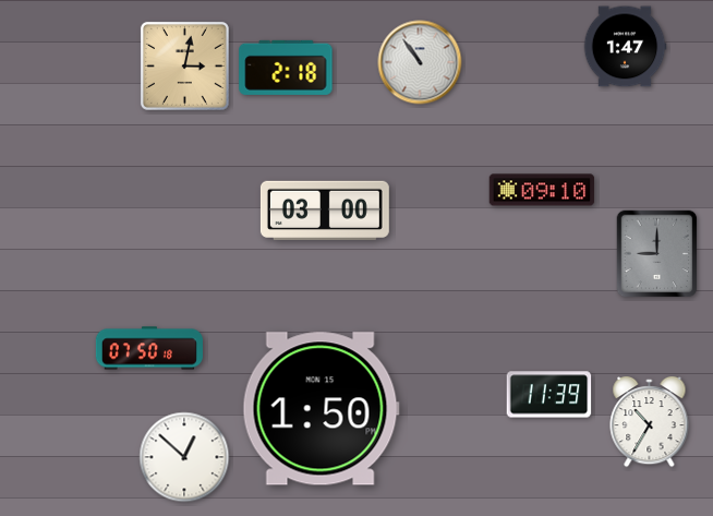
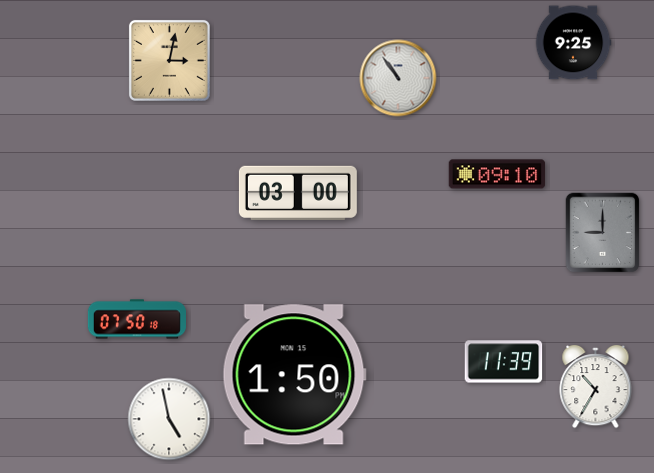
clock at (625, 47): 1:47 -> 9:25
clock at (420, 62) position: (420, 62) -> (398, 78)
clock at (286, 68): 2:18 -> none
clock at (184, 457): 12:52 -> 4:58
